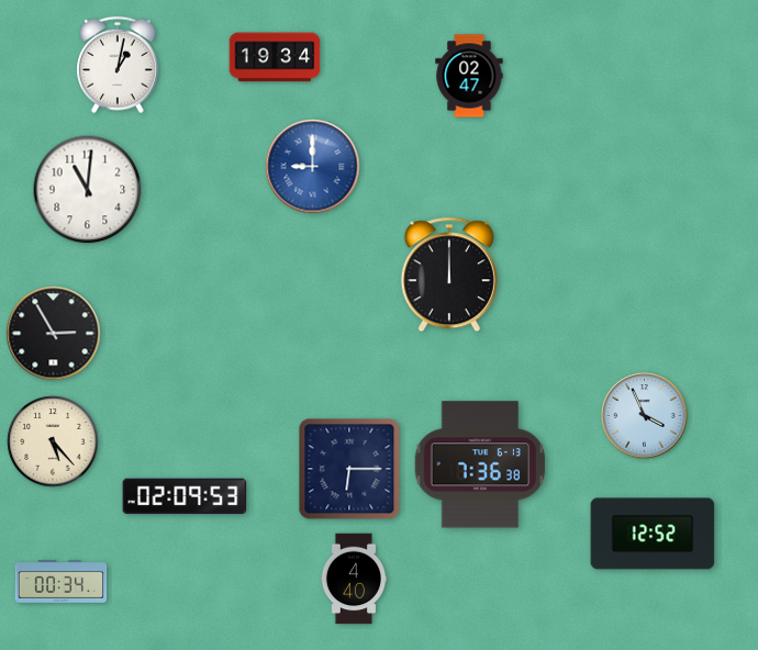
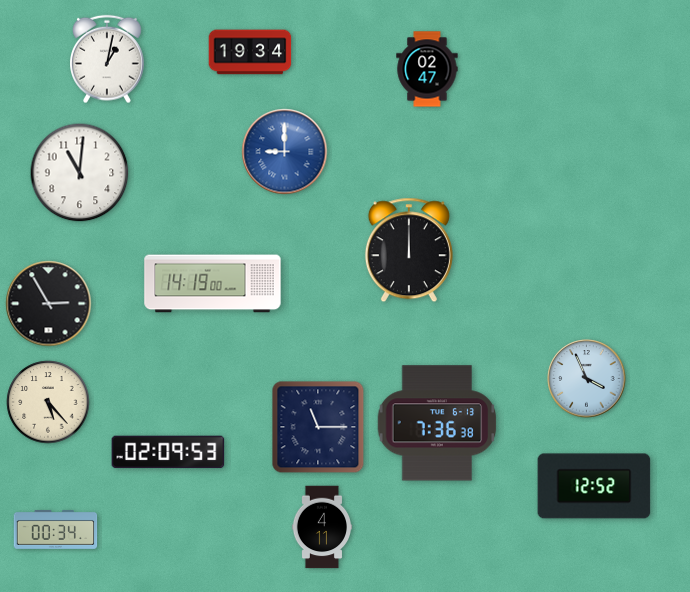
clock at (213, 284): none -> 14:19
clock at (349, 469): 6:15 -> 11:15
clock at (353, 579): 4:40 -> 4:11
